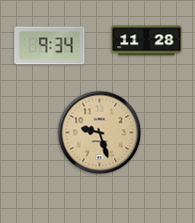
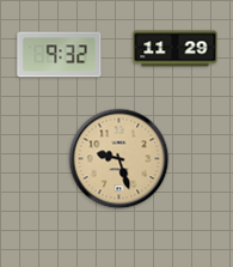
clock at (147, 41): 11:28 -> 11:29
clock at (50, 46): 9:34 -> 9:32
